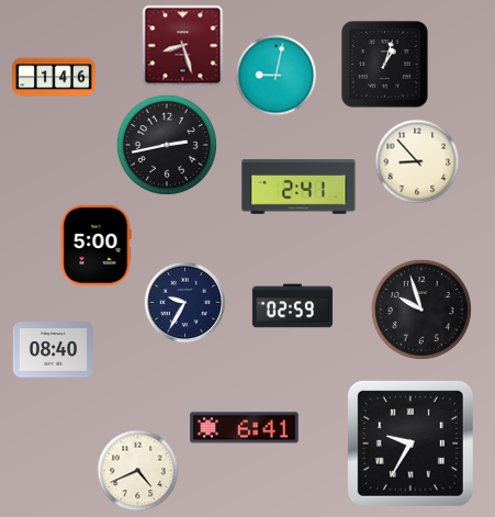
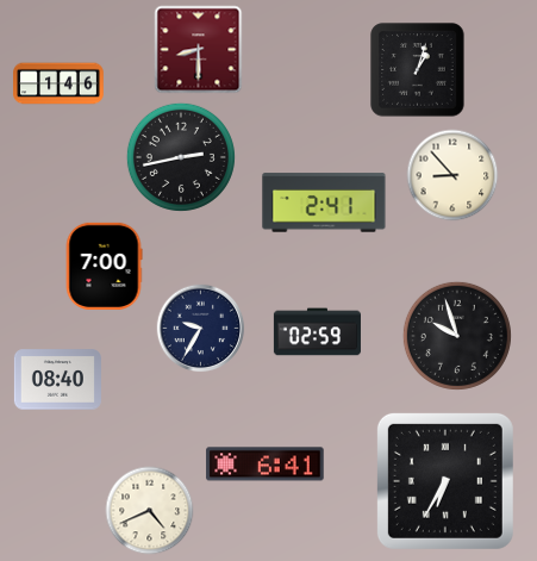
clock at (183, 46): 8:27 -> 8:30
clock at (277, 76): 9:02 -> none
clock at (95, 245): 5:00 -> 7:00
clock at (410, 443): 9:35 -> 6:35
